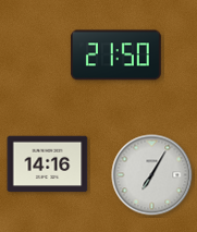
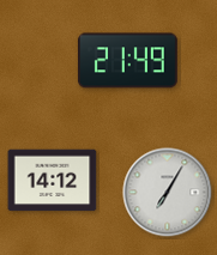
clock at (115, 56): 21:50 -> 21:49
clock at (48, 164): 14:16 -> 14:12
